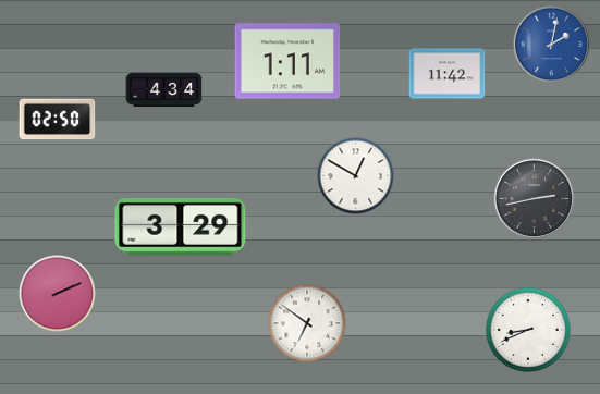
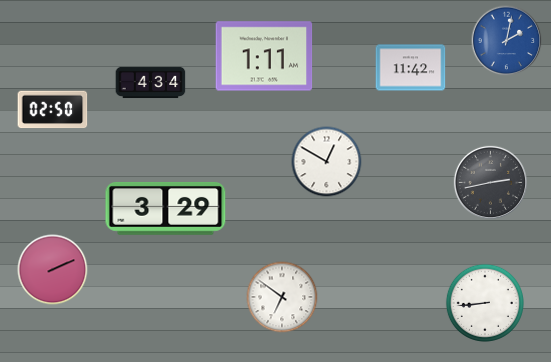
clock at (528, 330): 8:41 -> 8:44
